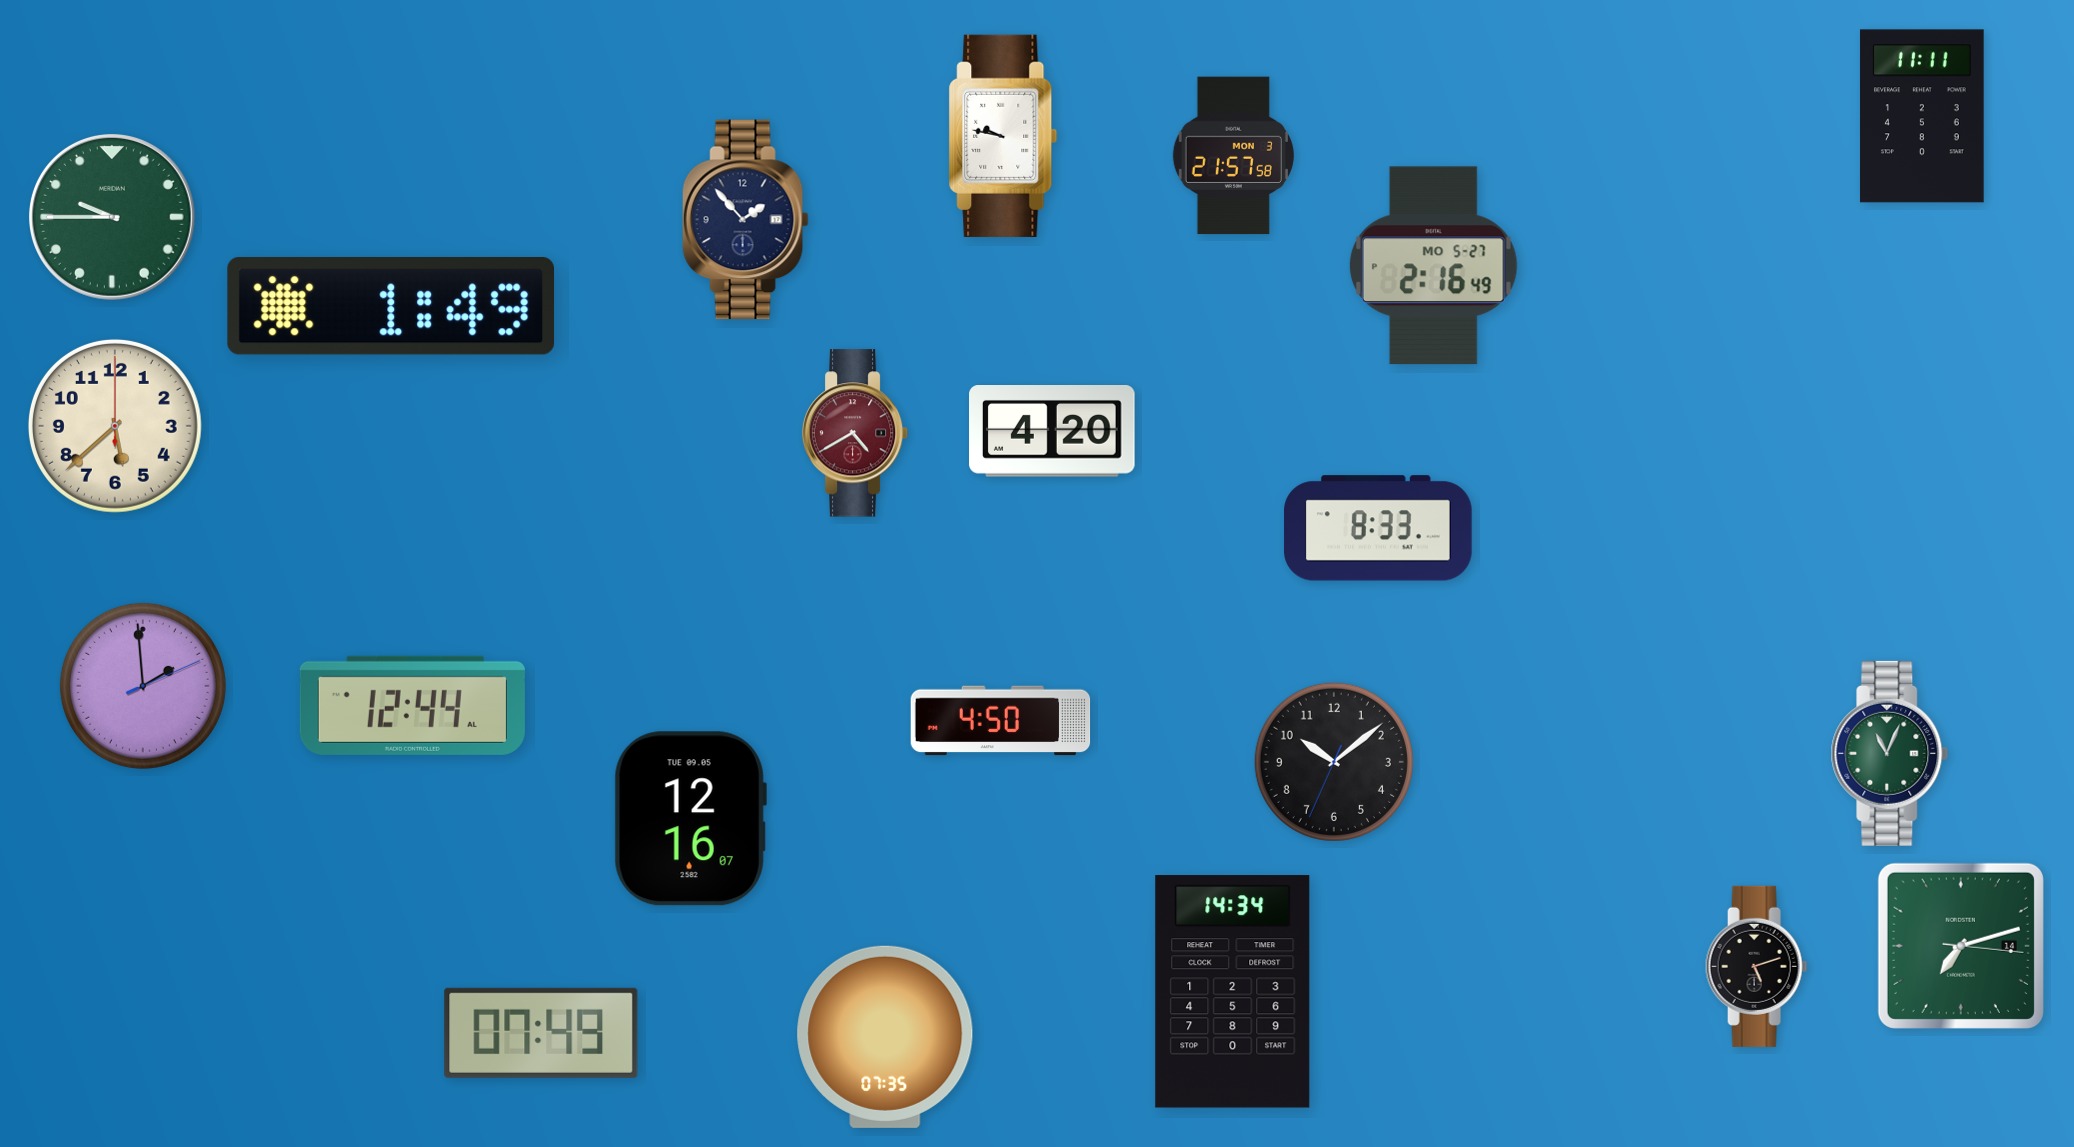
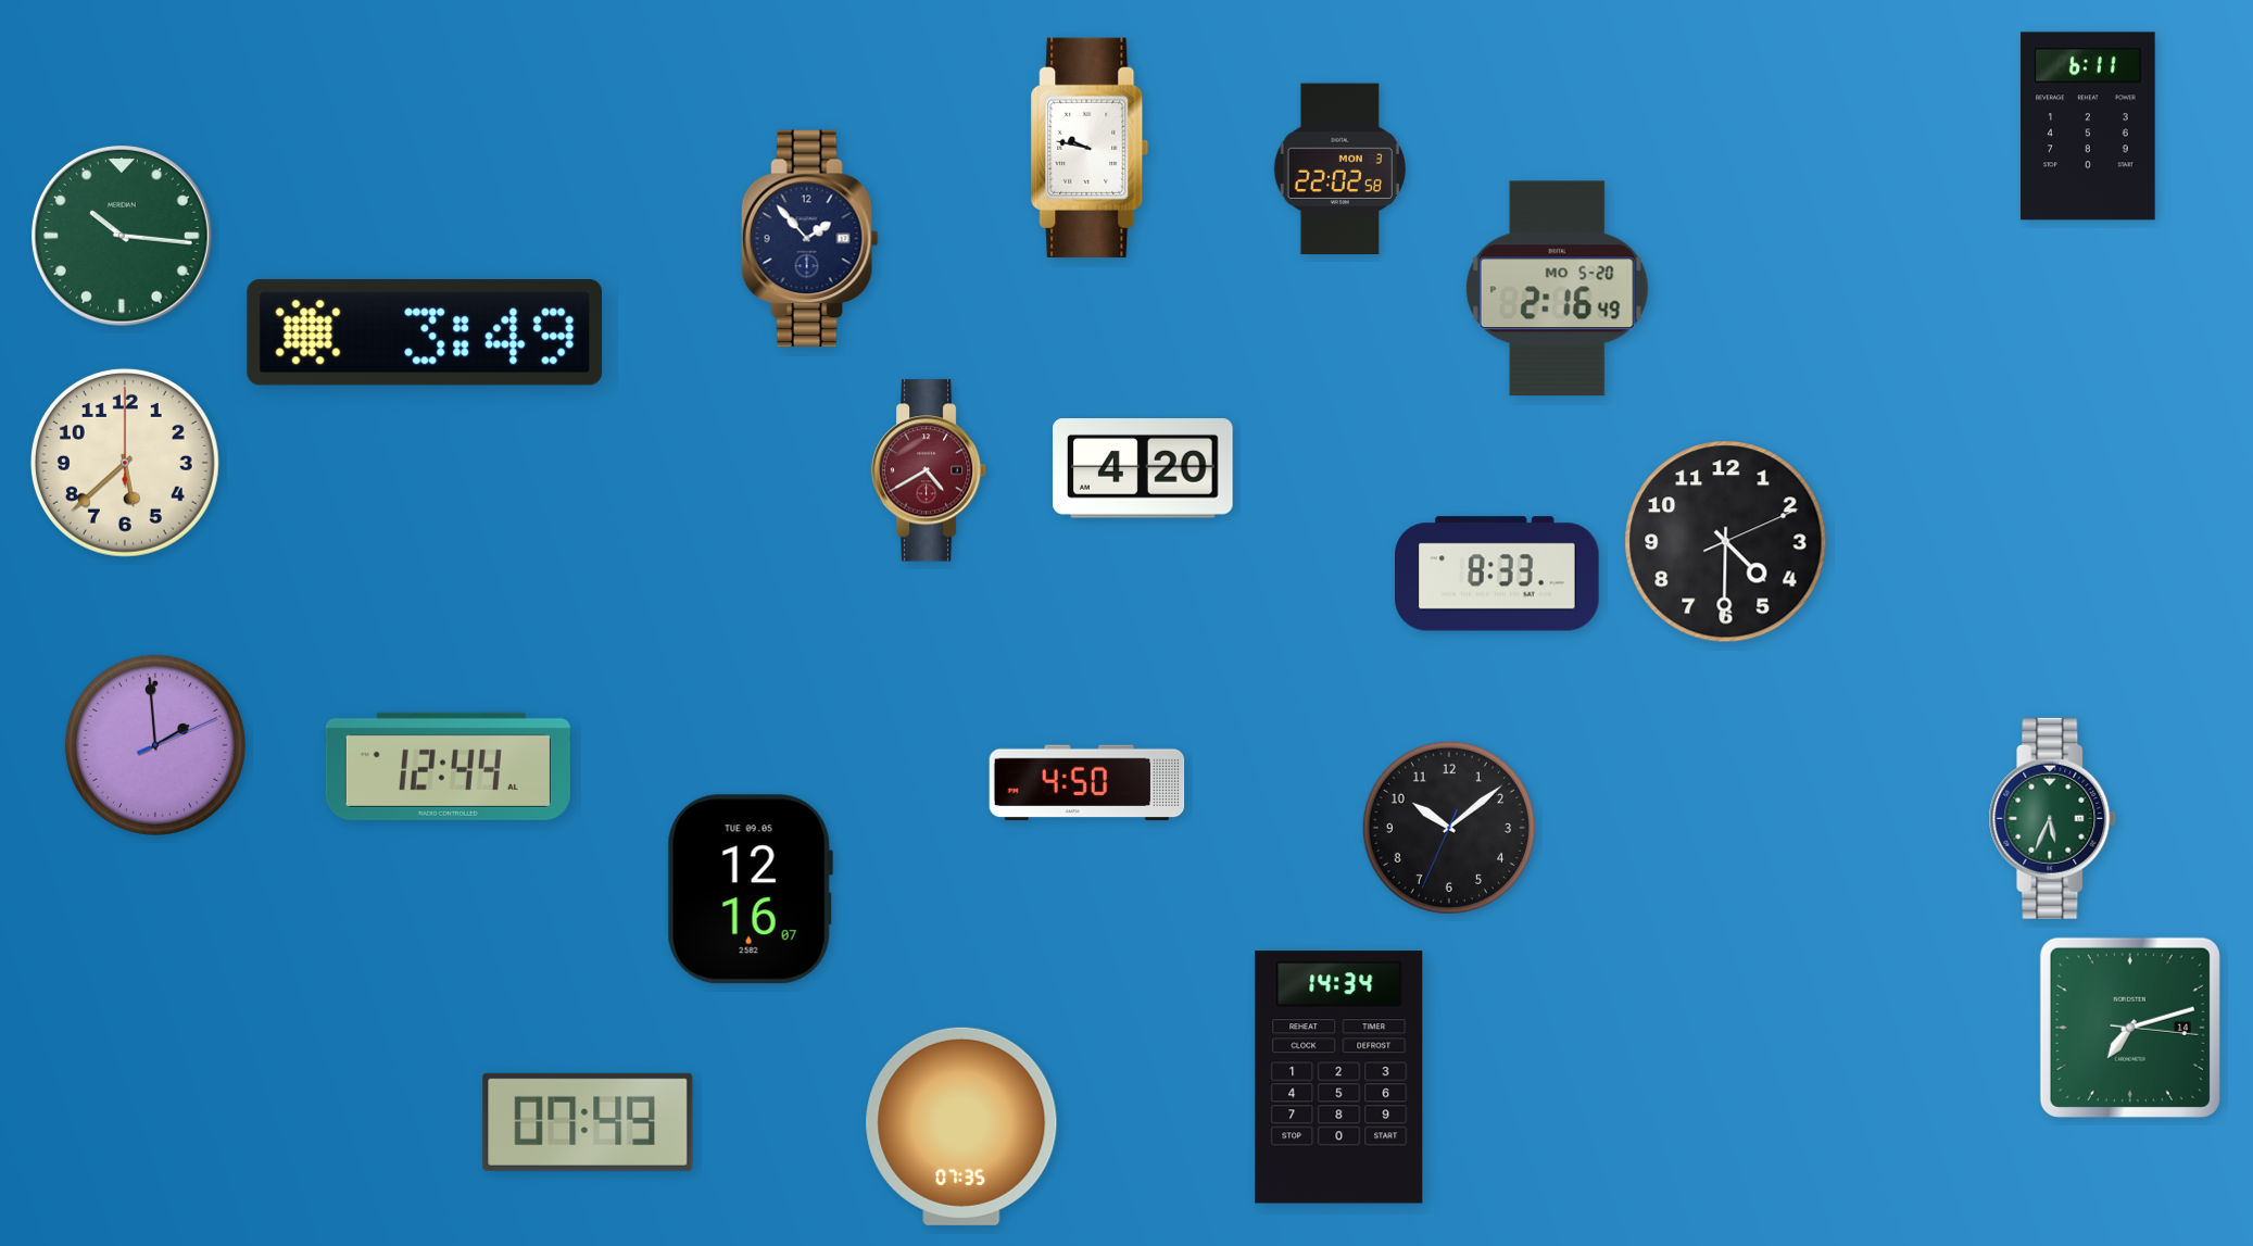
clock at (1922, 116): 11:11 -> 6:11
clock at (1233, 156): 21:57 -> 22:02
clock at (112, 217): 9:45 -> 10:16
clock at (1433, 266) date: MO 5-27 -> MO 5-20
clock at (391, 306): 1:49 -> 3:49
clock at (1726, 542): none -> 4:30
clock at (1890, 753): 11:04 -> 5:34
clock at (1757, 966): 5:12 -> none
